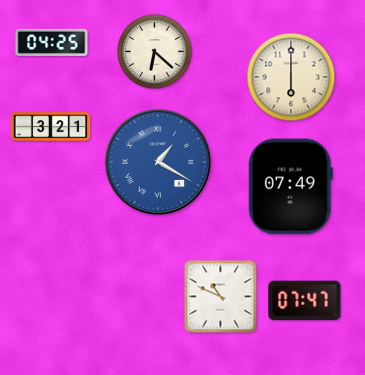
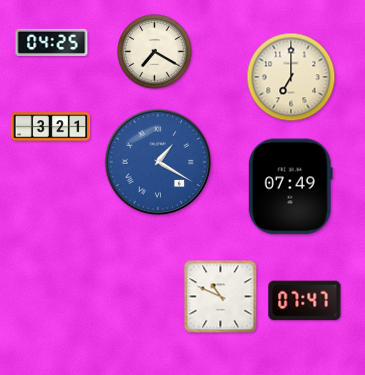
clock at (155, 52): 6:22 -> 7:20
clock at (291, 77): 6:00 -> 7:00
